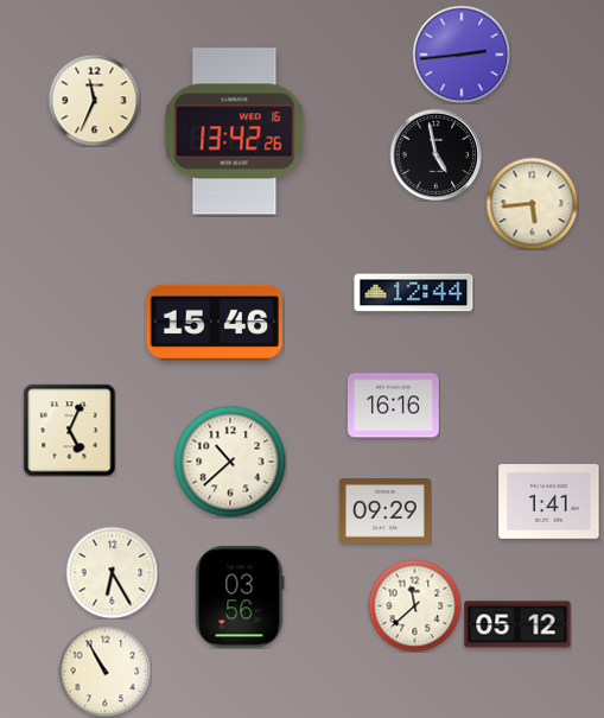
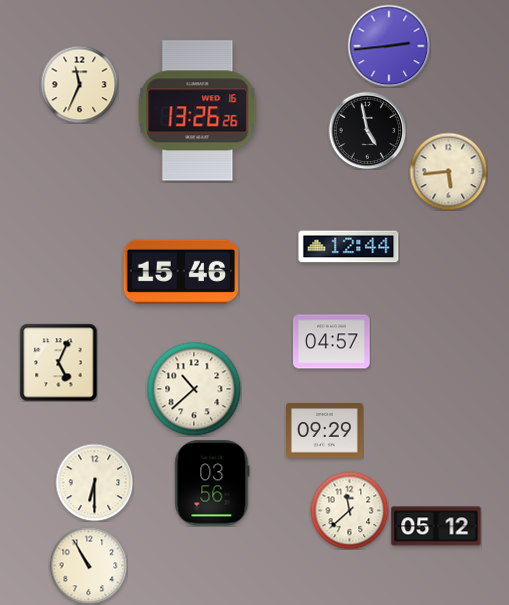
clock at (235, 132): 13:42 -> 13:26
clock at (394, 406): 16:16 -> 04:57
clock at (549, 502): 1:41 -> none
clock at (112, 572): 6:25 -> 6:30
clock at (240, 597) position: (240, 597) -> (212, 483)
